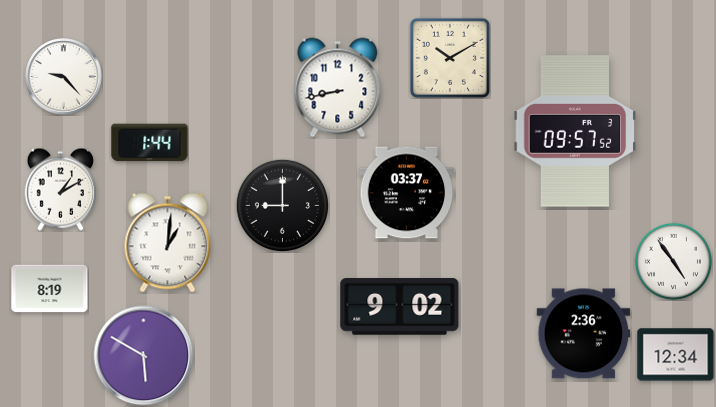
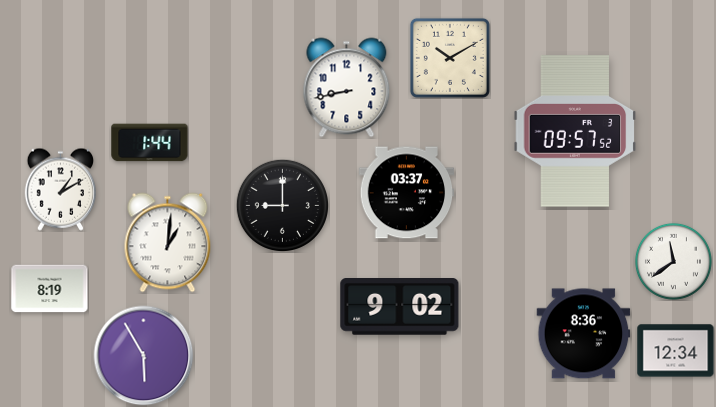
clock at (64, 77): 9:23 -> none
clock at (338, 88) position: (338, 88) -> (347, 88)
clock at (673, 261): 4:54 -> 11:39
clock at (584, 334): 2:36 -> 8:36
clock at (676, 355) position: (676, 355) -> (676, 351)
clock at (144, 356): 5:50 -> 5:55
